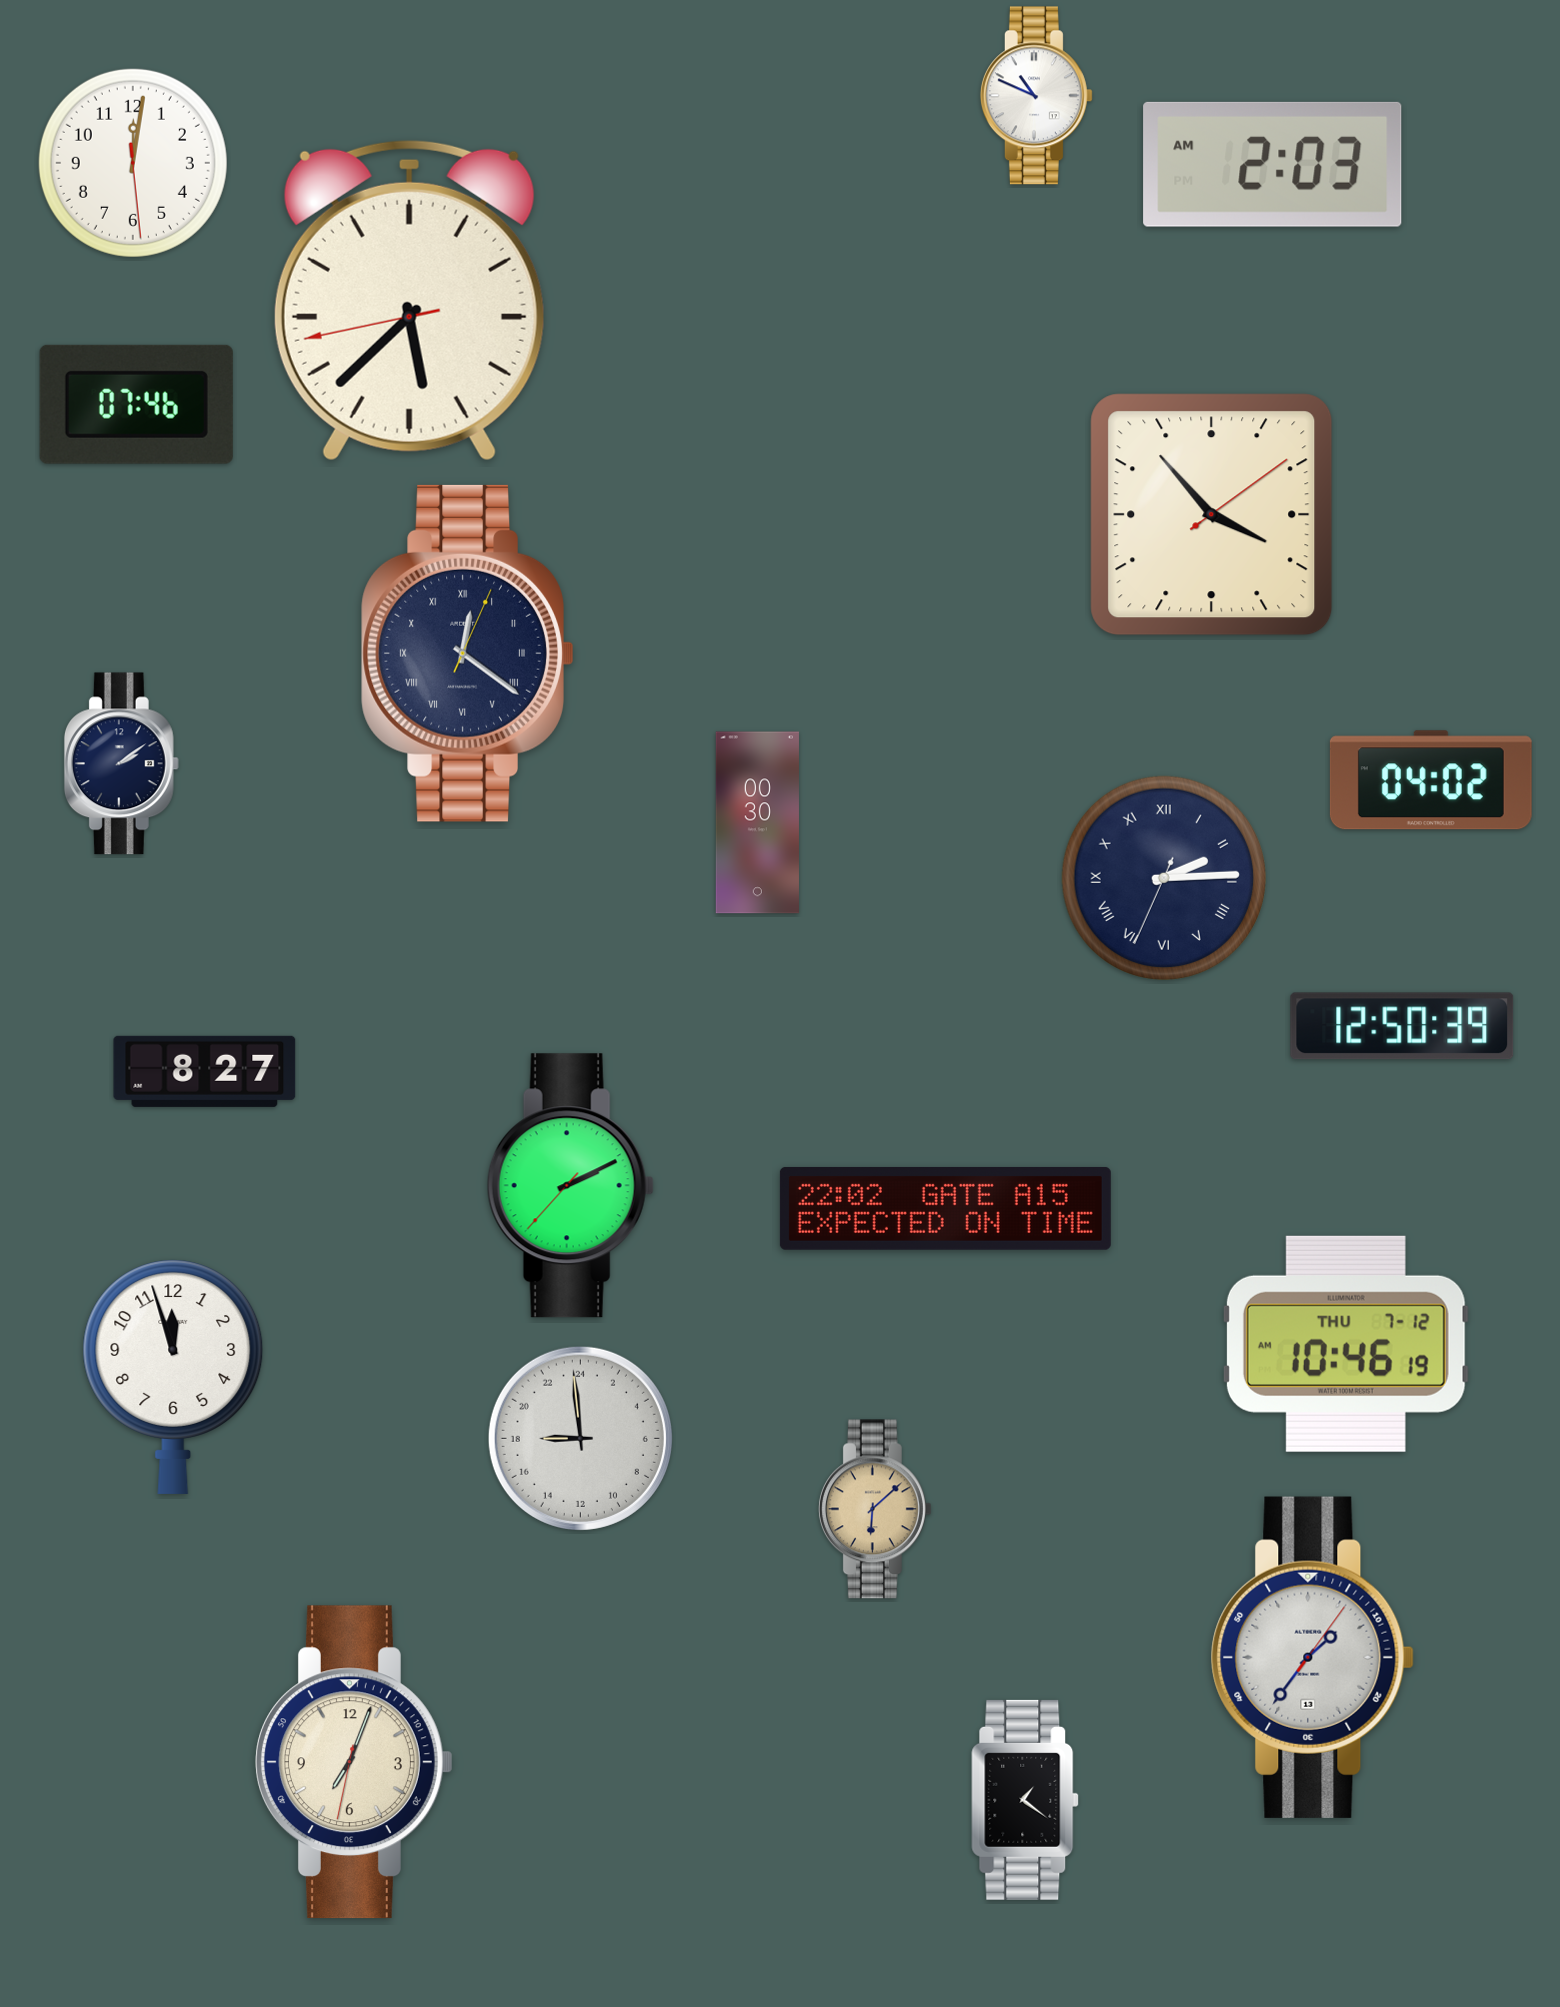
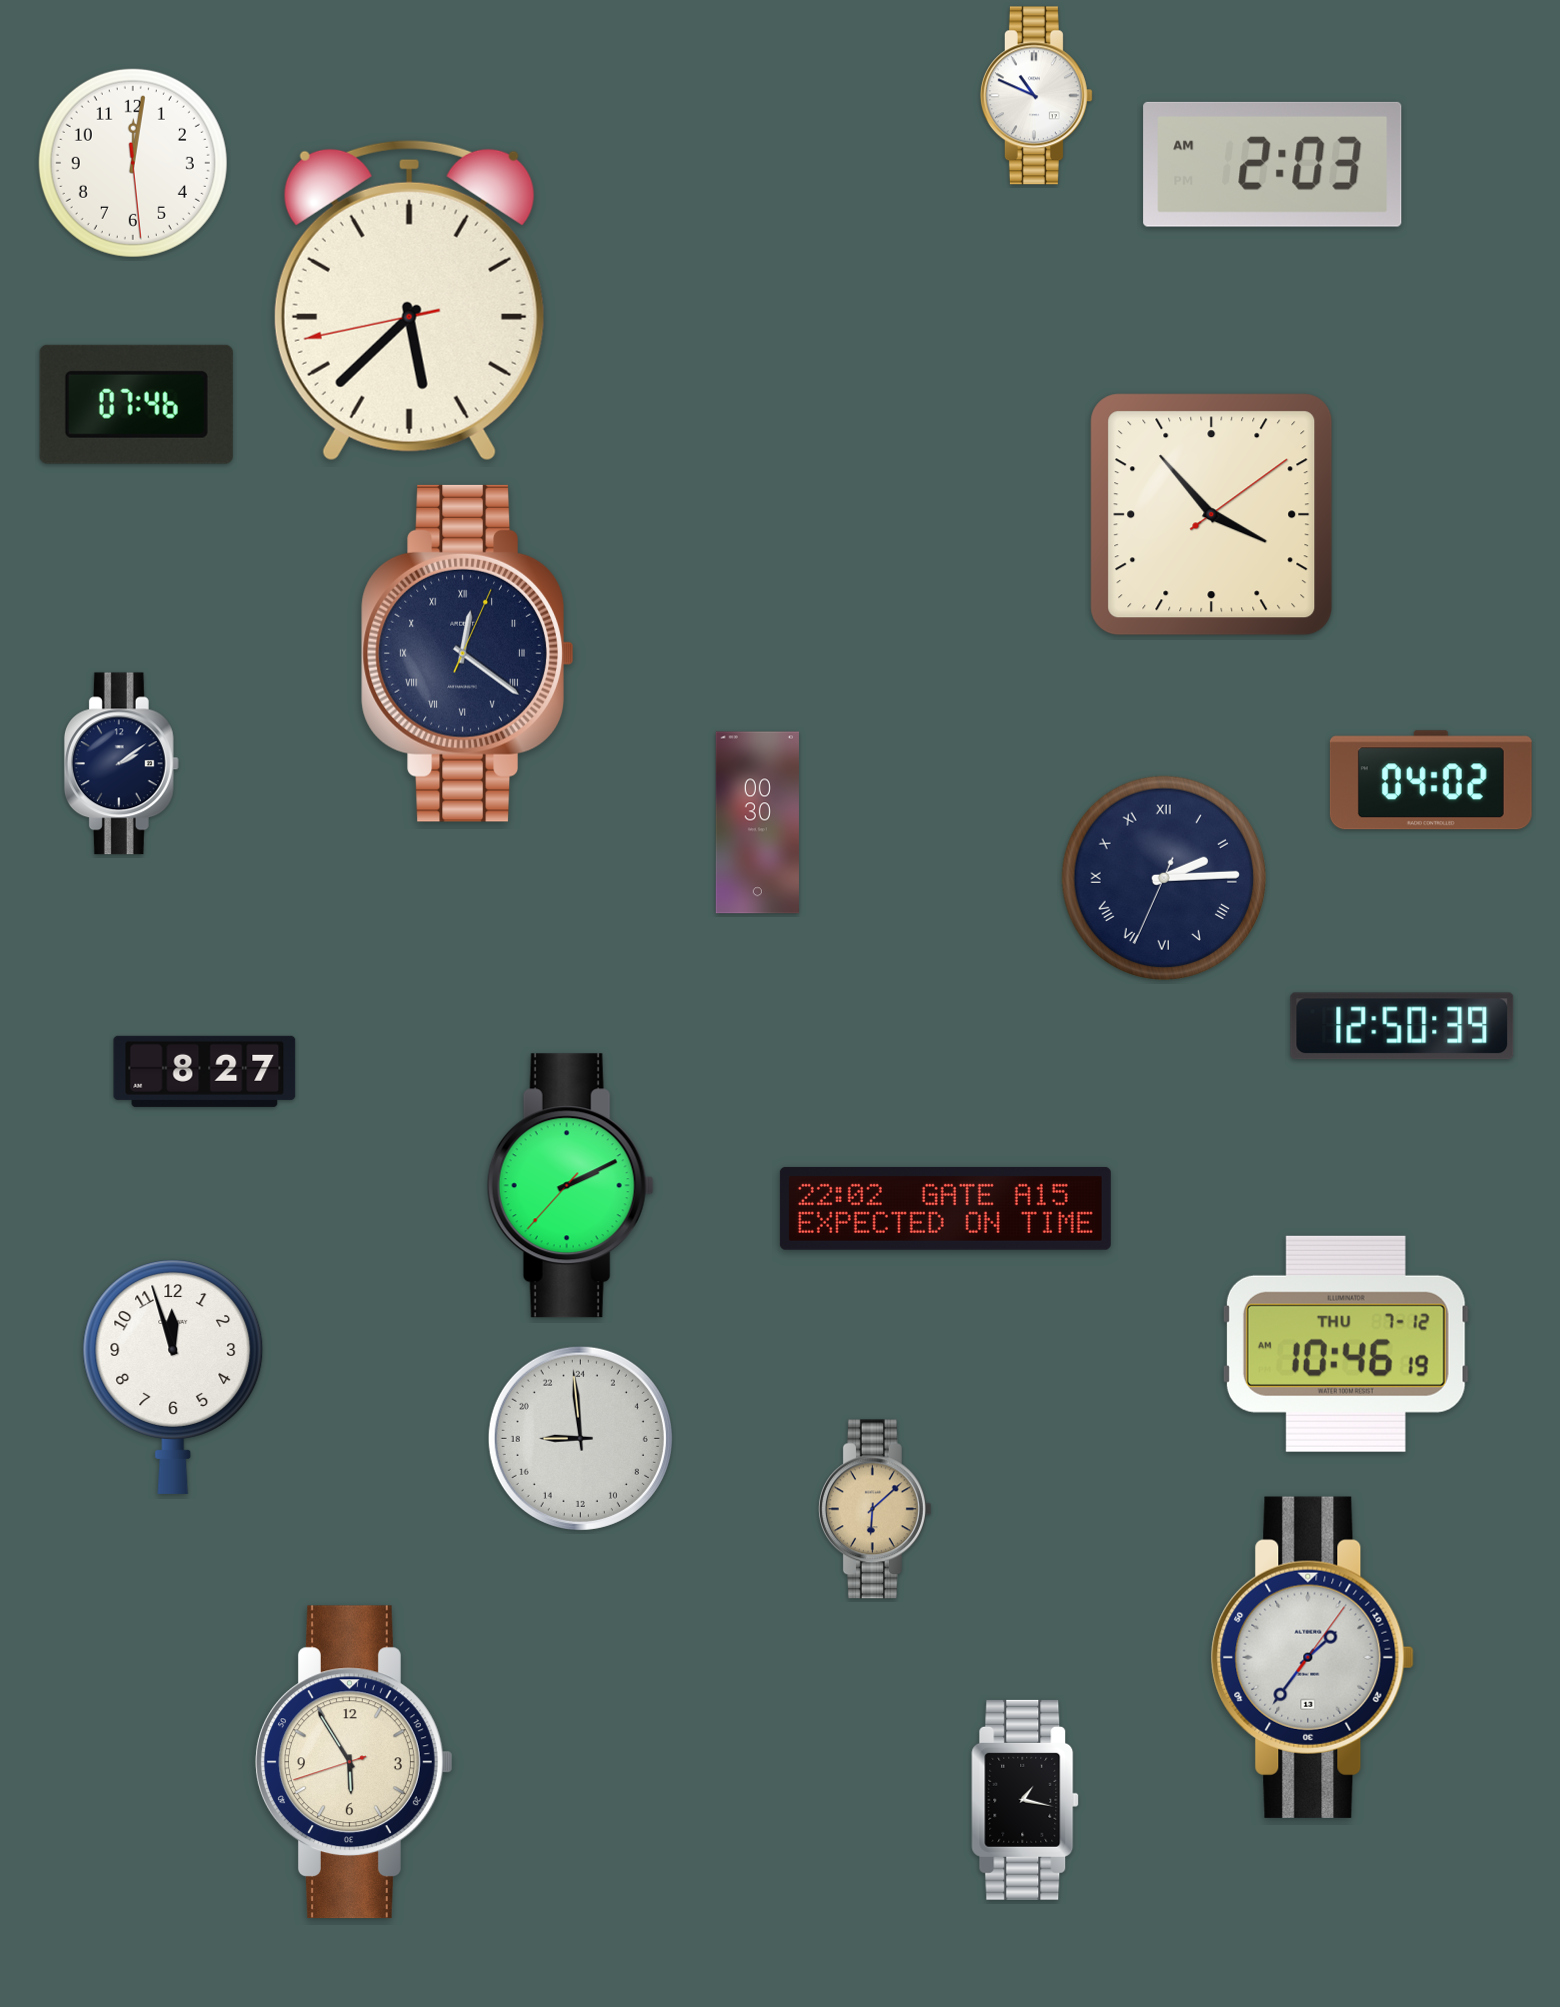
clock at (355, 1762): 7:03 -> 5:54
clock at (1025, 1800): 1:21 -> 1:17
